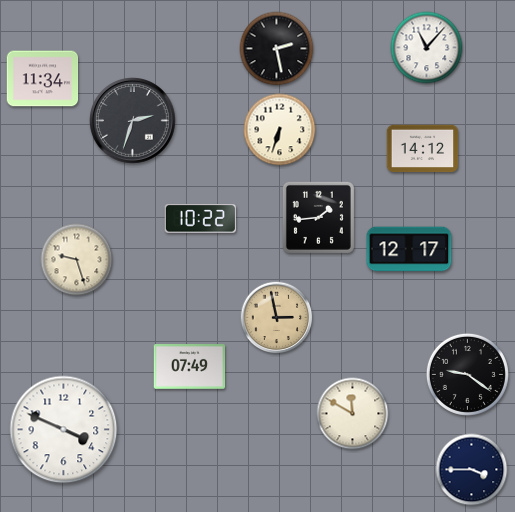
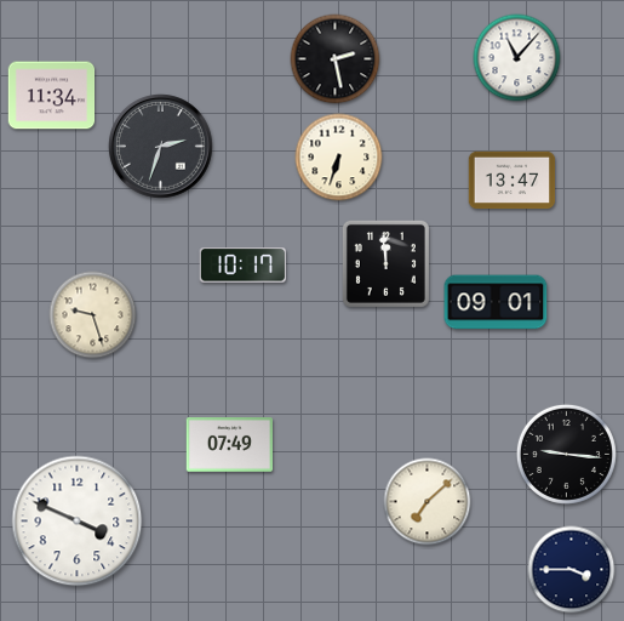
clock at (423, 149): 14:12 -> 13:47
clock at (318, 217): 1:44 -> 11:59
clock at (200, 219): 10:22 -> 10:17
clock at (409, 249): 12:17 -> 09:01
clock at (277, 318): 2:58 -> none
clock at (467, 374): 9:21 -> 9:16
clock at (353, 414): 11:50 -> 7:08
